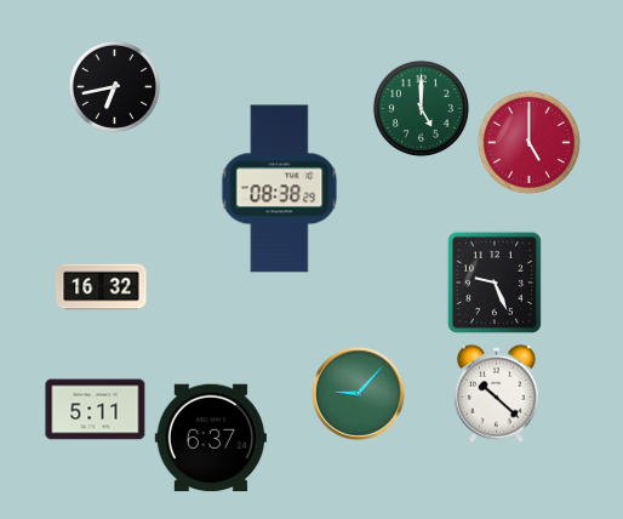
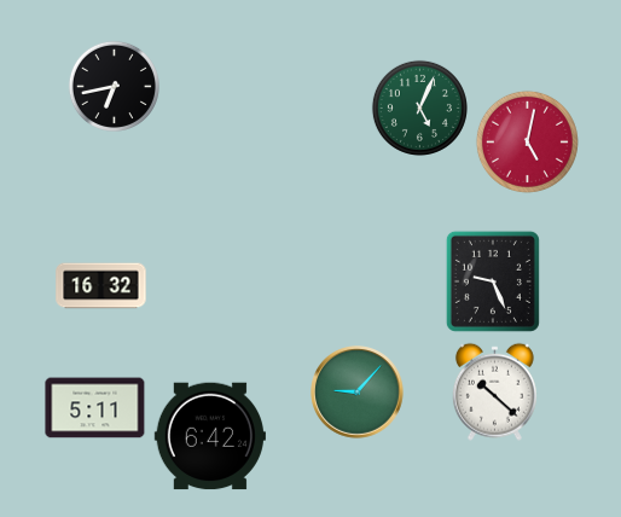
clock at (421, 108): 5:00 -> 5:04
clock at (528, 142): 5:00 -> 5:02
clock at (280, 189): 08:38 -> none
clock at (211, 438): 6:37 -> 6:42
